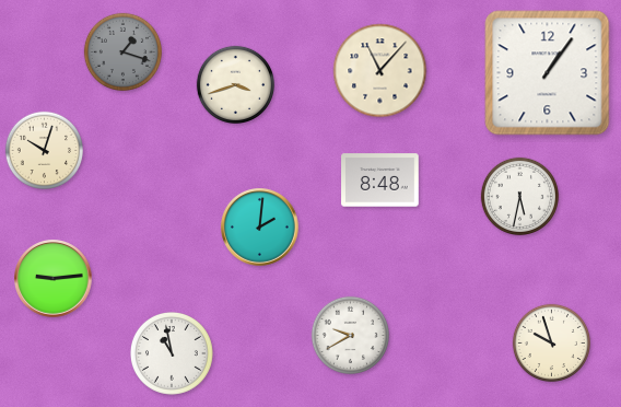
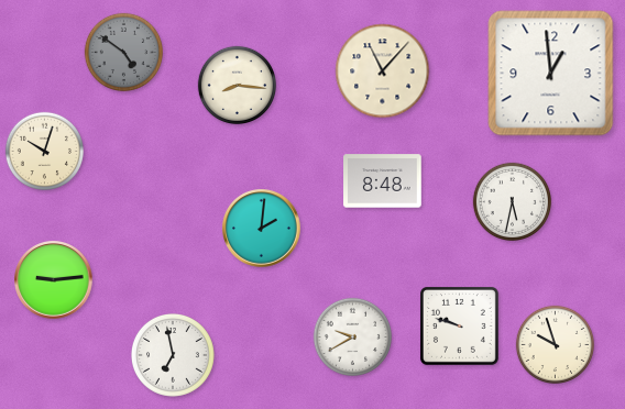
clock at (122, 51): 1:18 -> 4:51
clock at (548, 73): 1:06 -> 12:59
clock at (235, 84): 3:42 -> 8:16
clock at (519, 196) position: (519, 196) -> (512, 201)
clock at (459, 325): none -> 9:48
clock at (173, 354): 10:58 -> 6:58
